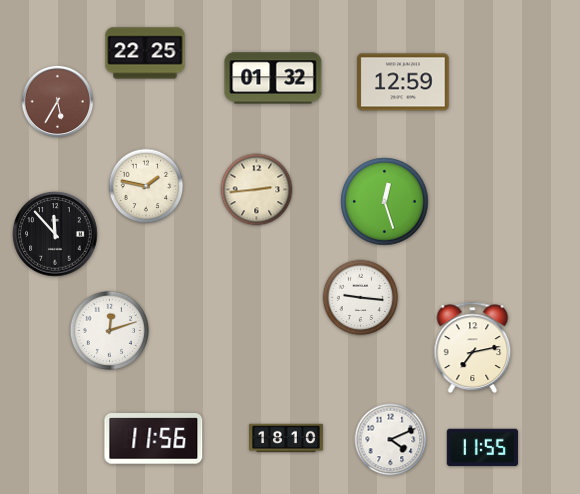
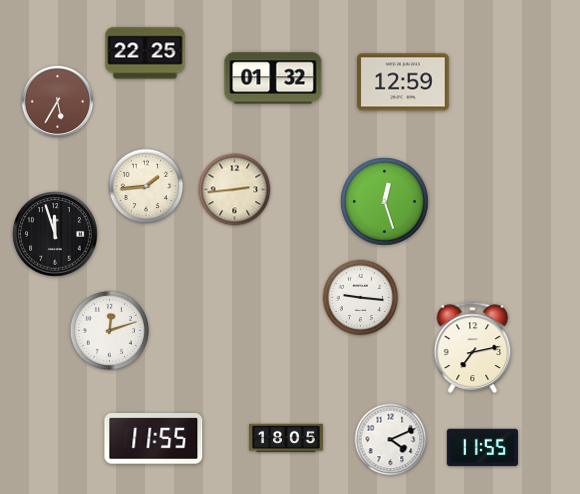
clock at (146, 186): 1:47 -> 1:44
clock at (257, 190) position: (257, 190) -> (235, 190)
clock at (55, 234): 11:53 -> 11:57
clock at (286, 438): 18:10 -> 18:05
clock at (154, 439): 11:56 -> 11:55
